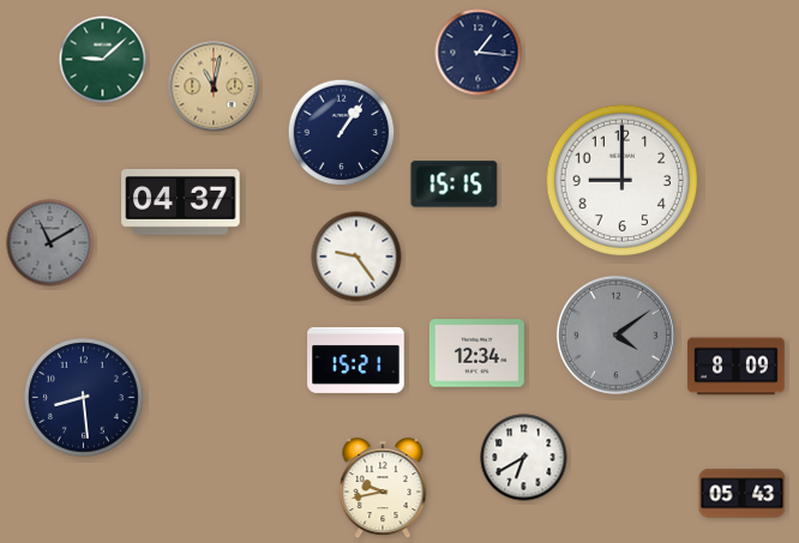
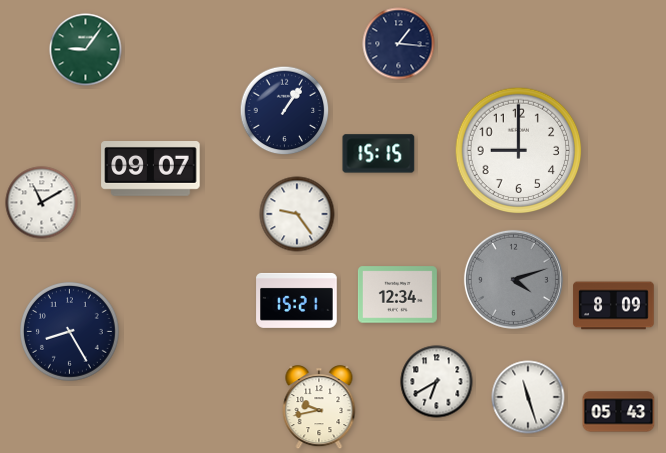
clock at (103, 60): 9:08 -> 9:06
clock at (214, 86): 11:02 -> none
clock at (181, 203): 04:37 -> 09:07
clock at (50, 243) dial: grey -> white
clock at (615, 334): 4:09 -> 4:12
clock at (84, 398): 8:29 -> 8:25
clock at (528, 397): none -> 11:27
